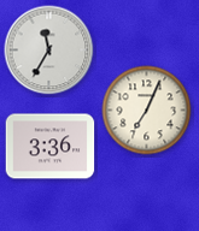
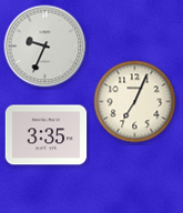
clock at (49, 51): 11:35 -> 9:34
clock at (51, 147): 3:36 -> 3:35
